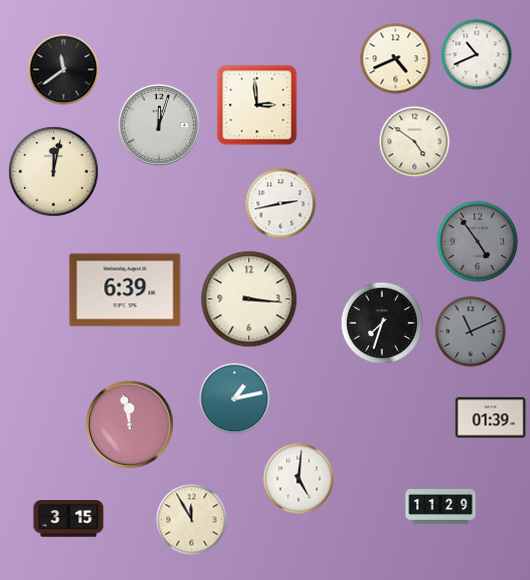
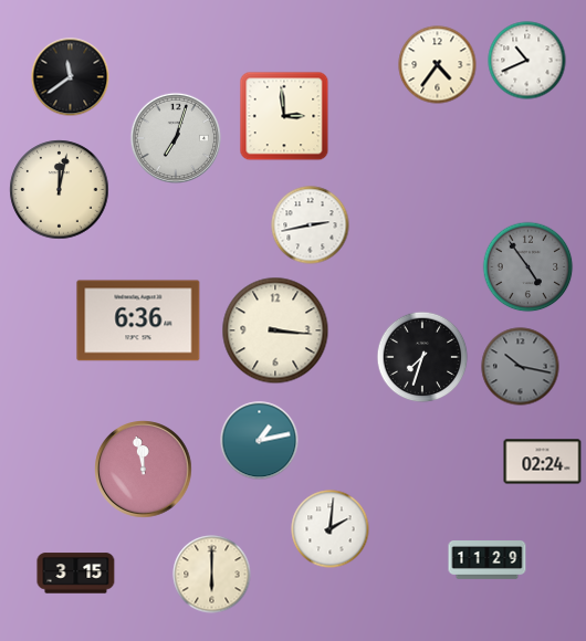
clock at (396, 59): 4:41 -> 4:36
clock at (159, 125): 12:03 -> 7:03
clock at (415, 142): 4:51 -> none
clock at (125, 290): 6:39 -> 6:36
clock at (471, 332): 11:11 -> 10:17
clock at (491, 418): 01:39 -> 02:24
clock at (299, 479): 5:01 -> 2:01
clock at (192, 520): 11:55 -> 6:00
